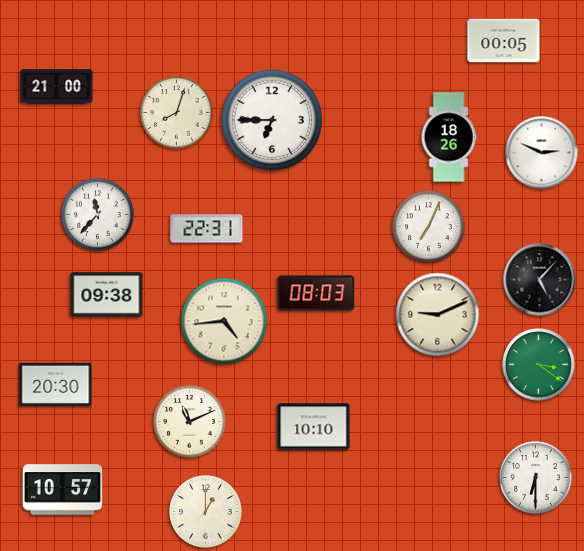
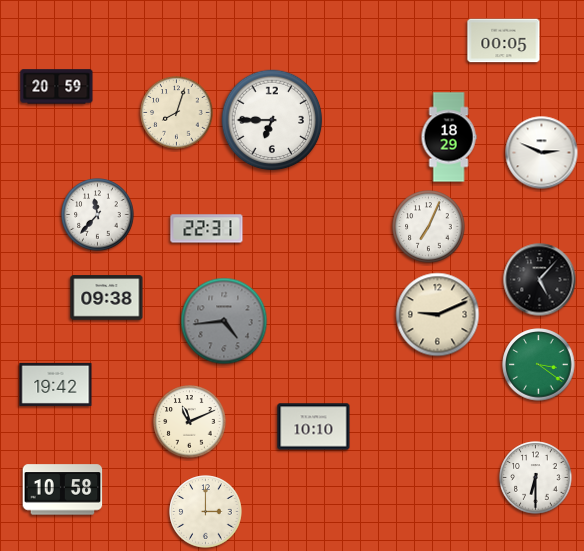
clock at (57, 87): 21:00 -> 20:59
clock at (449, 137): 18:26 -> 18:29
clock at (316, 293): 08:03 -> none
clock at (107, 295) position: (107, 295) -> (107, 298)
clock at (224, 321) dial: cream -> grey
clock at (56, 384): 20:30 -> 19:42
clock at (63, 490): 10:57 -> 10:58
clock at (206, 512): 1:00 -> 3:00
